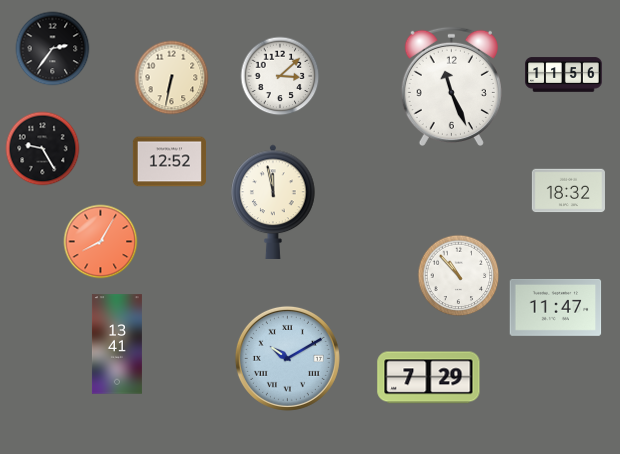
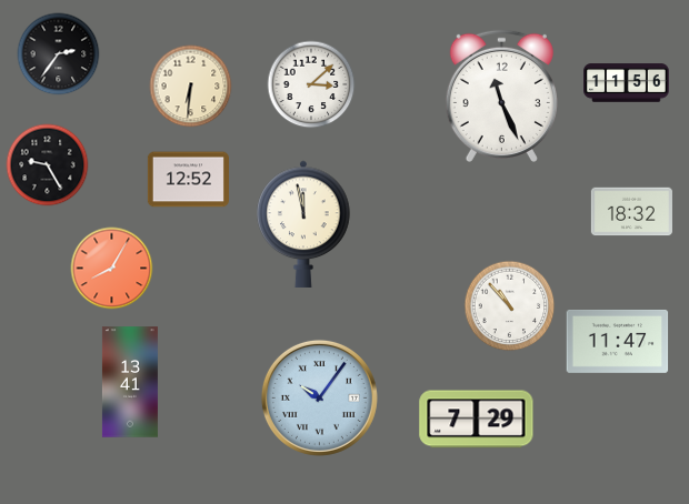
clock at (172, 78): 6:32 -> 6:31
clock at (287, 358): 10:10 -> 10:06
